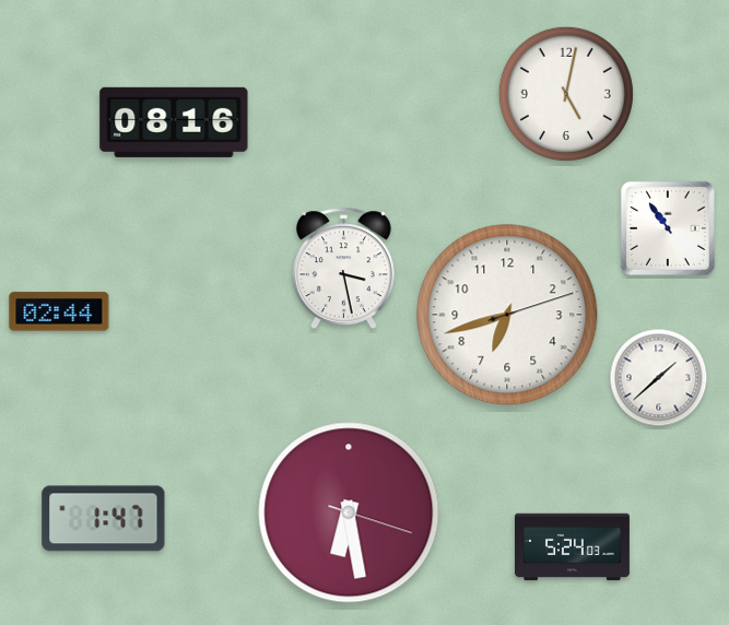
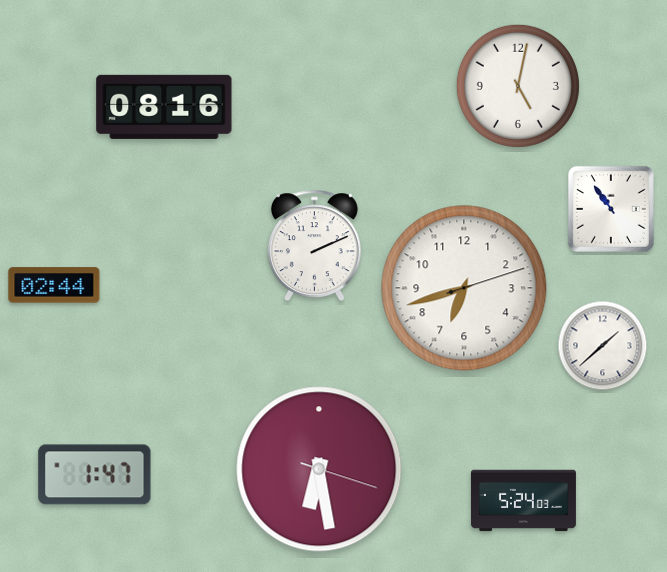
clock at (174, 122) position: (174, 122) -> (164, 107)
clock at (343, 268): 3:28 -> 2:11
